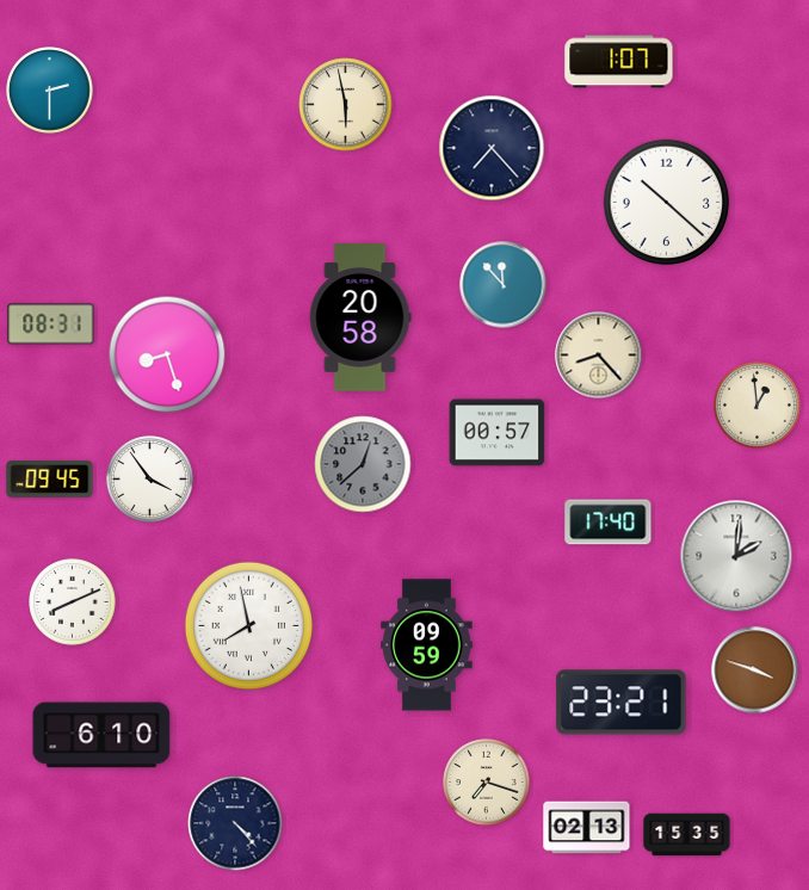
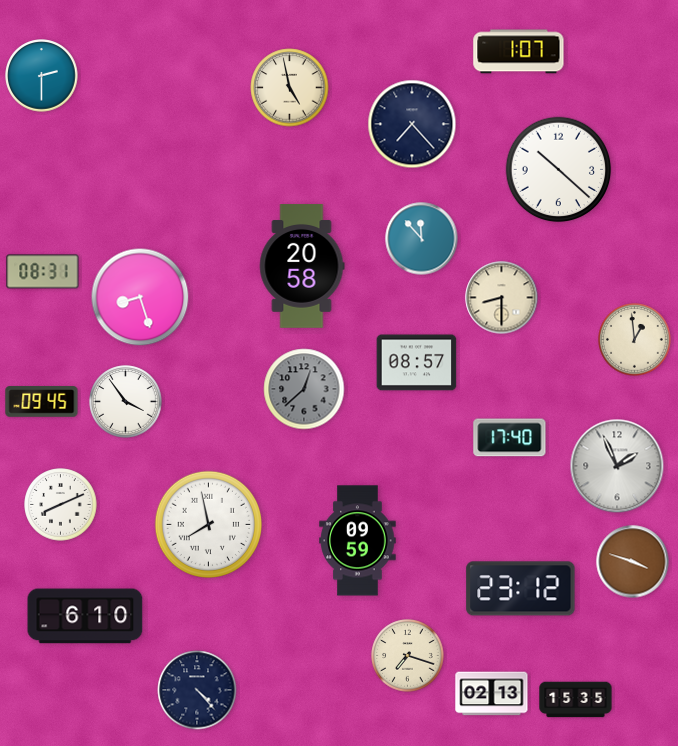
clock at (346, 105): 5:58 -> 4:58
clock at (599, 356): 8:23 -> 8:30
clock at (498, 433): 00:57 -> 08:57
clock at (736, 556): 2:01 -> 1:56
clock at (622, 703): 23:21 -> 23:12
